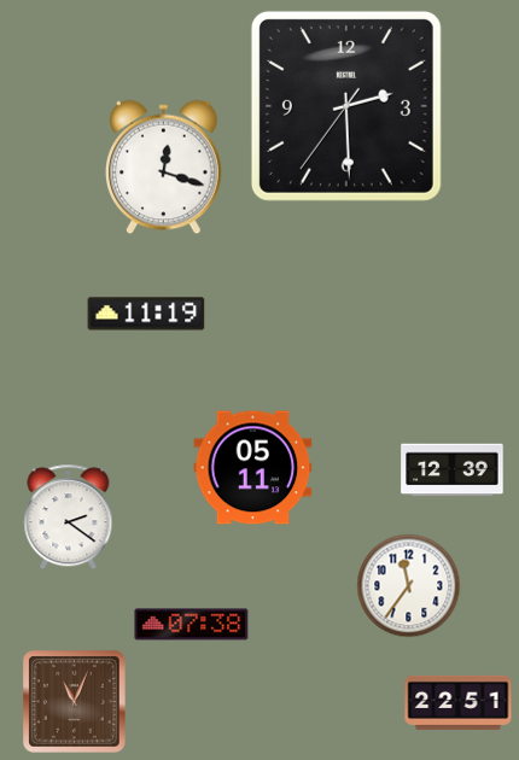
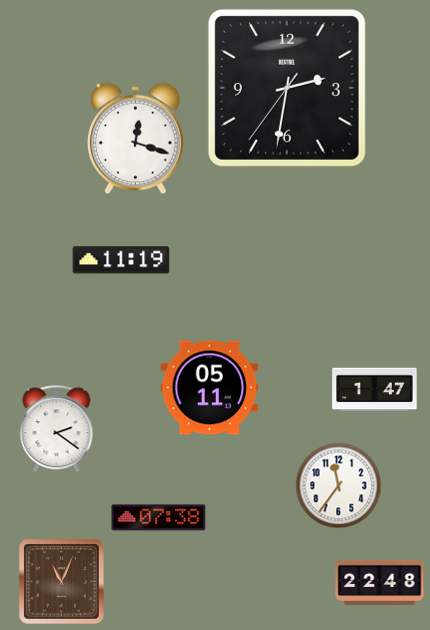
clock at (346, 106): 2:29 -> 2:31
clock at (453, 470): 12:39 -> 1:47
clock at (459, 702): 22:51 -> 22:48
